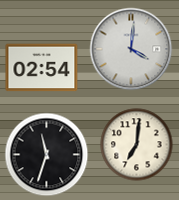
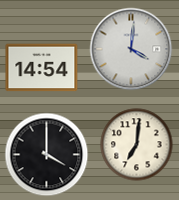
clock at (42, 68): 02:54 -> 14:54
clock at (47, 155): 11:33 -> 4:00
